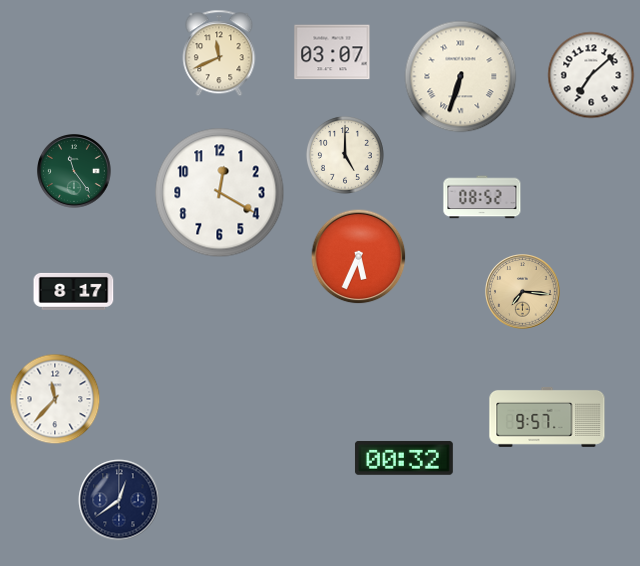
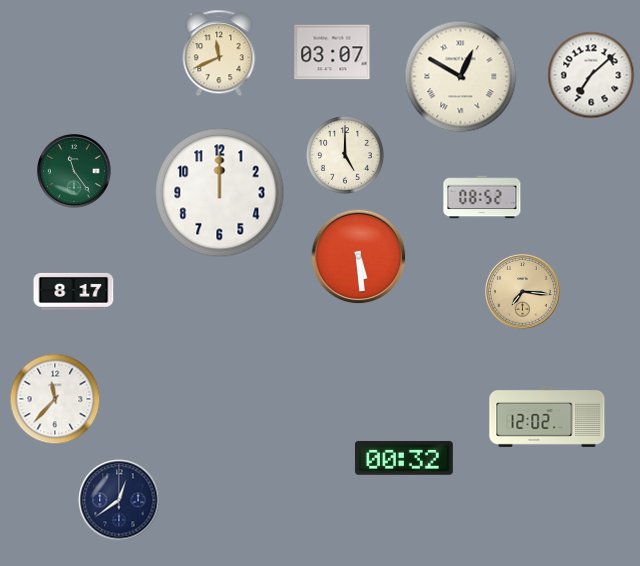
clock at (461, 77): 6:33 -> 12:50
clock at (220, 193): 12:20 -> 12:00
clock at (359, 257): 5:34 -> 5:29
clock at (547, 417): 9:57 -> 12:02
